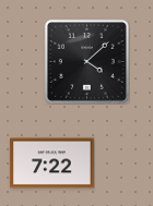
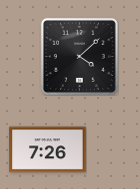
clock at (52, 163): 7:22 -> 7:26
